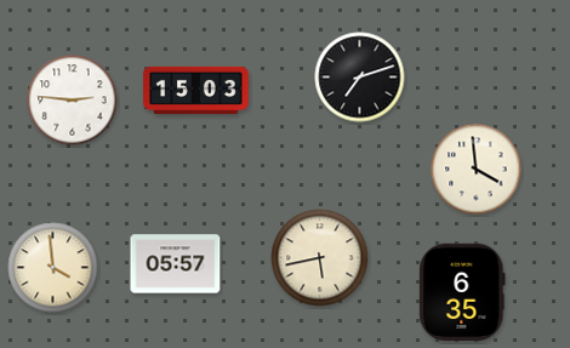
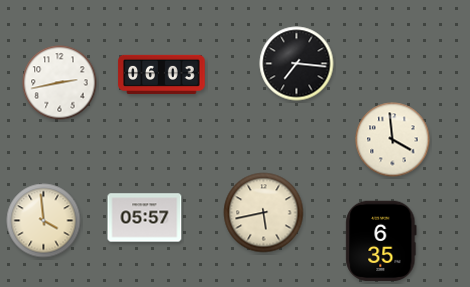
clock at (360, 78): 7:12 -> 7:16
clock at (196, 90): 15:03 -> 06:03
clock at (73, 101): 2:46 -> 2:43
